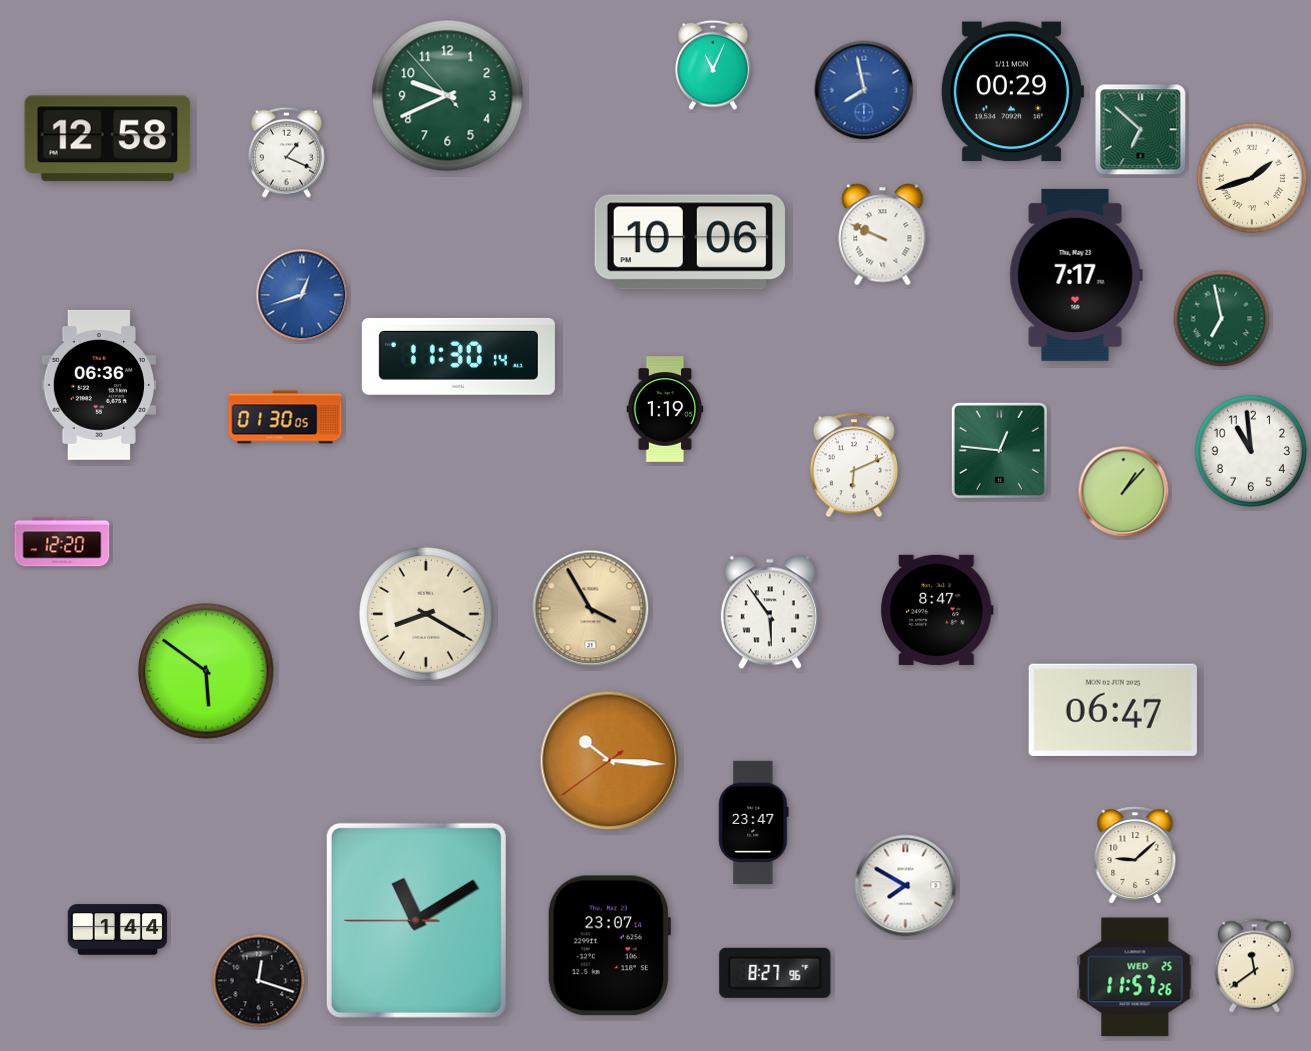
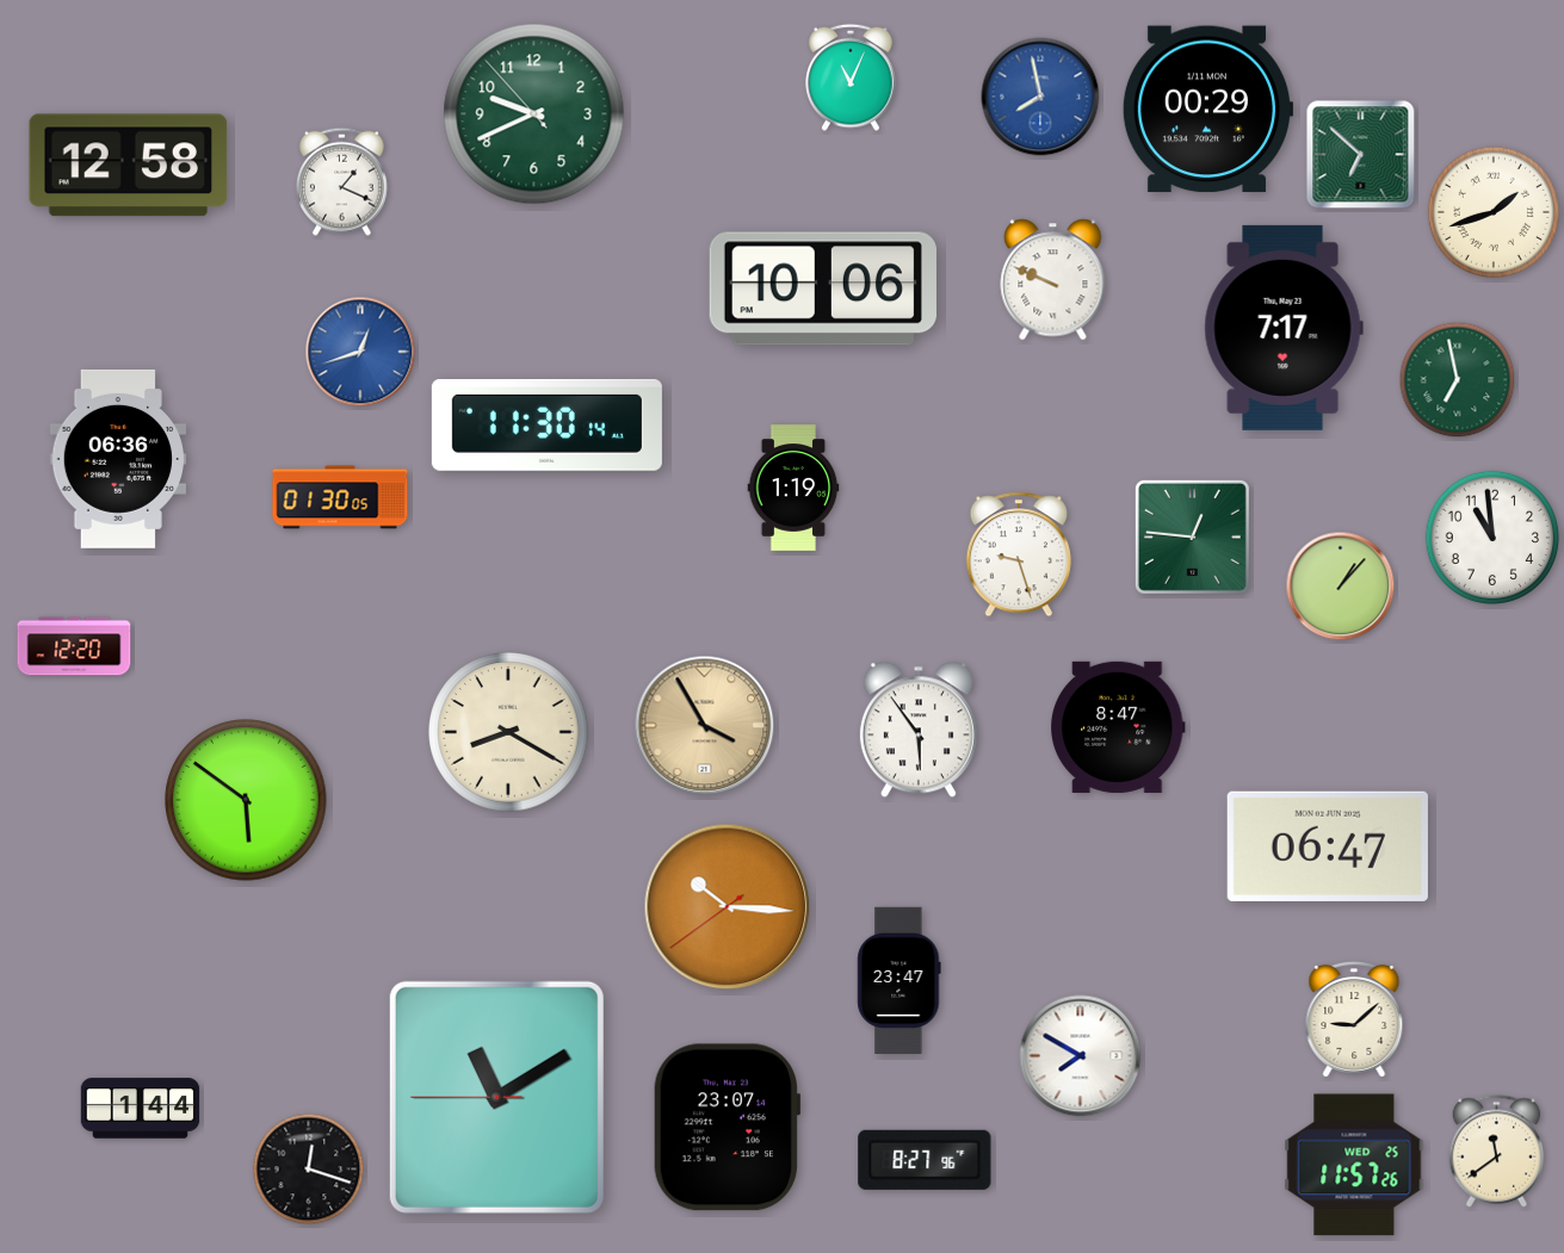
clock at (864, 90) position: (864, 90) -> (1040, 97)
clock at (854, 465): 6:11 -> 9:27
